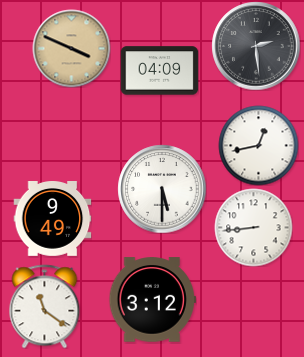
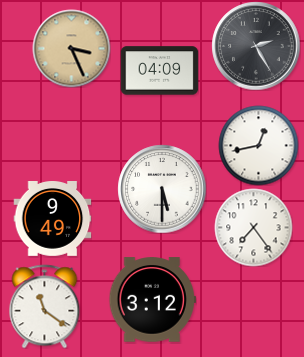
clock at (256, 46): 2:29 -> 2:25
clock at (71, 48): 3:49 -> 3:26
clock at (253, 227): 8:44 -> 7:24
